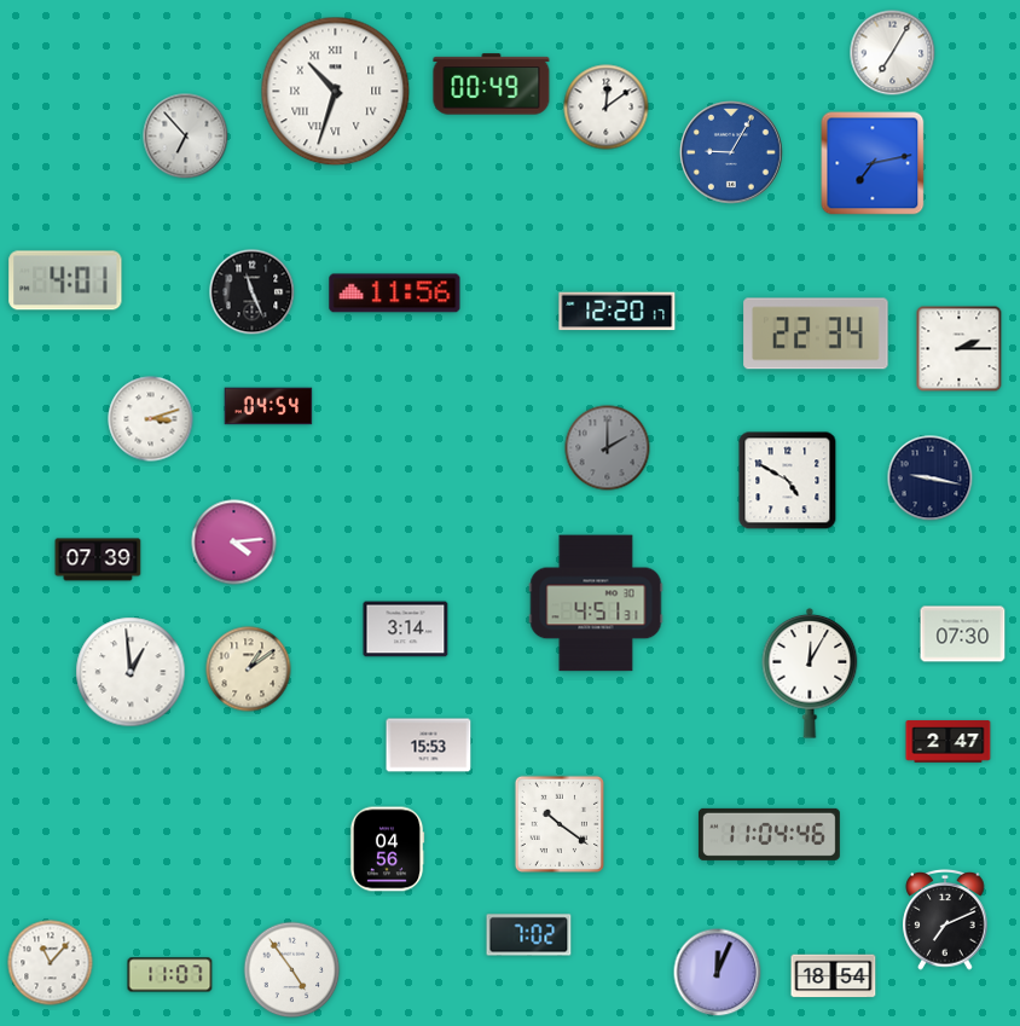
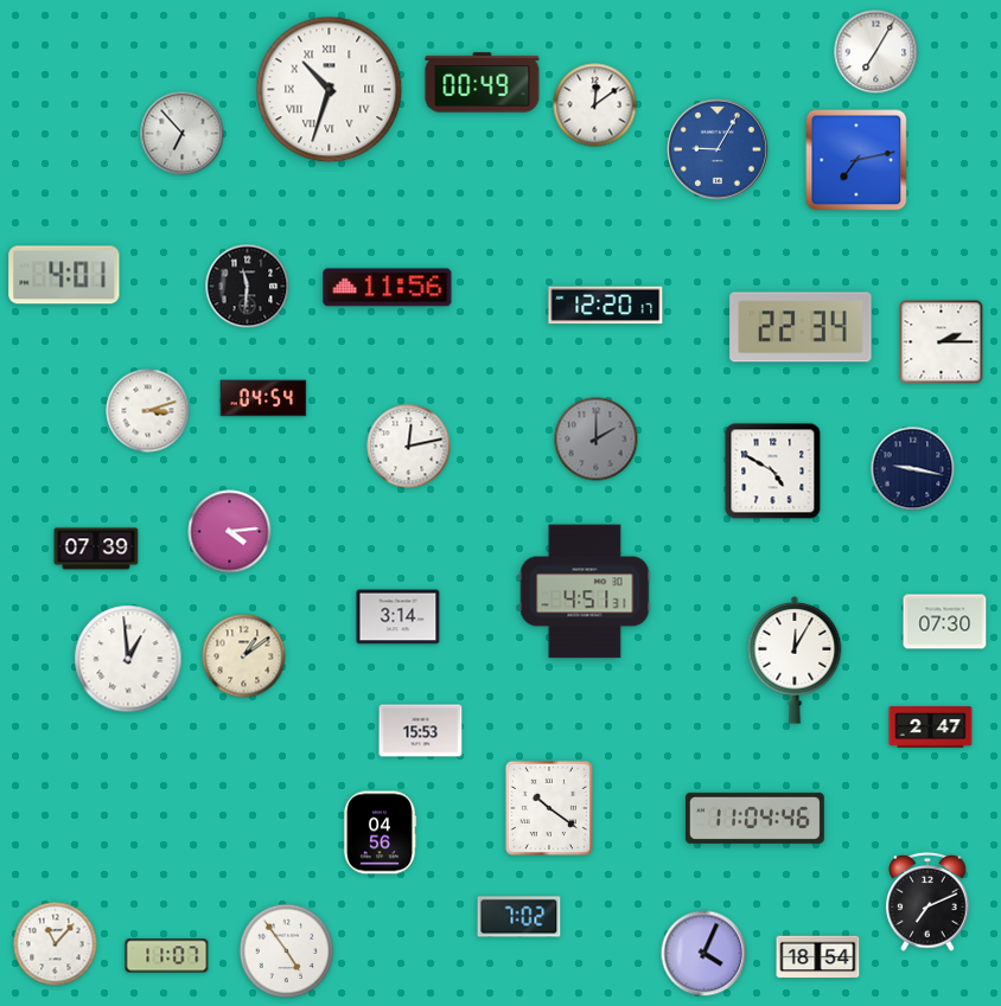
clock at (253, 292): 11:26 -> 11:31
clock at (409, 447): none -> 12:13
clock at (51, 963) position: (51, 963) -> (56, 944)
clock at (718, 973): 12:04 -> 4:04
